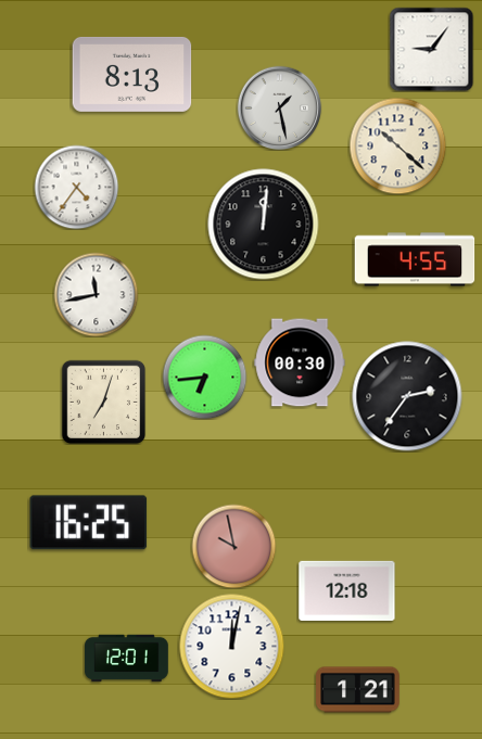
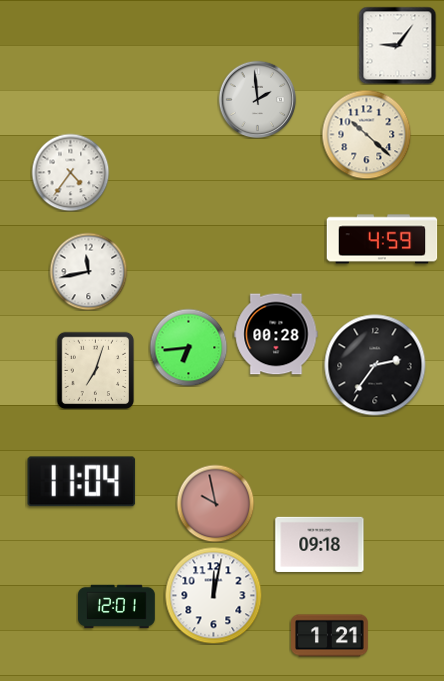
clock at (132, 74): 8:13 -> none
clock at (279, 107): 1:28 -> 1:59
clock at (264, 225): 12:01 -> none
clock at (415, 259): 4:55 -> 4:59
clock at (300, 362): 00:30 -> 00:28
clock at (89, 523): 16:25 -> 11:04
clock at (347, 590): 12:18 -> 09:18
